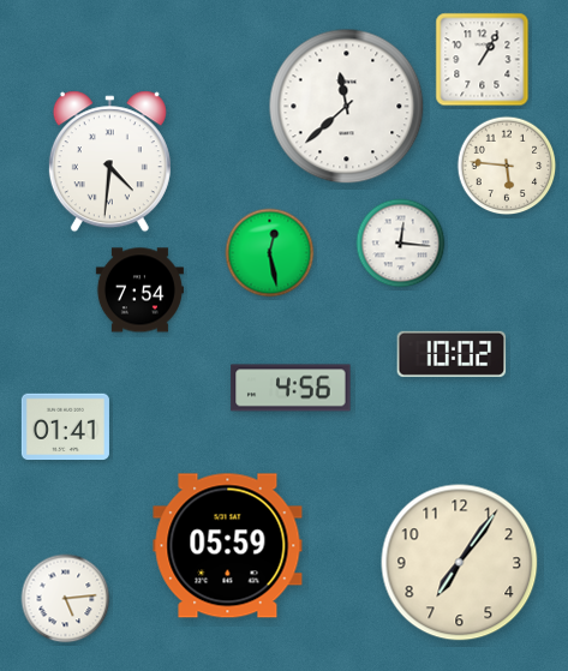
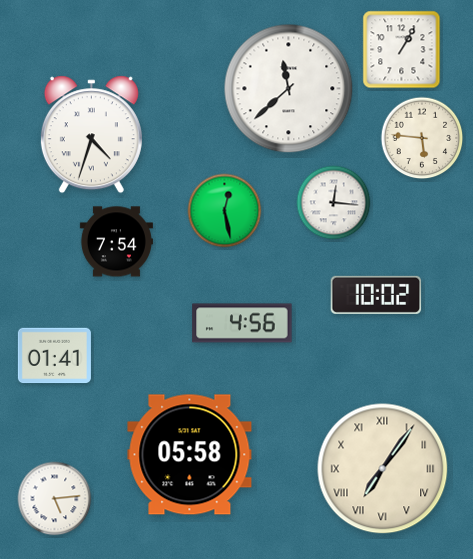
clock at (109, 162): 4:31 -> 4:33
clock at (228, 546): 05:59 -> 05:58
clock at (460, 563) numerals: Arabic -> Roman
